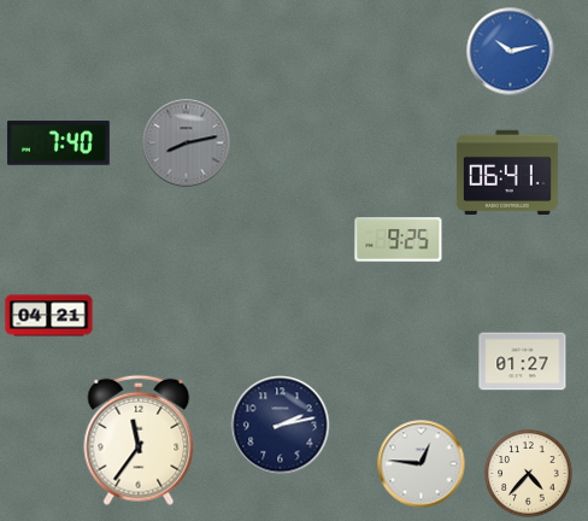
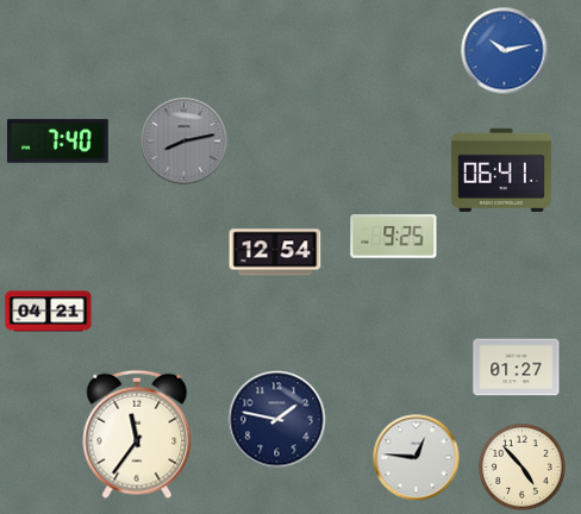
clock at (275, 252): none -> 12:54
clock at (523, 362) position: (523, 362) -> (517, 368)
clock at (281, 426): 2:13 -> 1:47
clock at (529, 474): 4:37 -> 4:53
